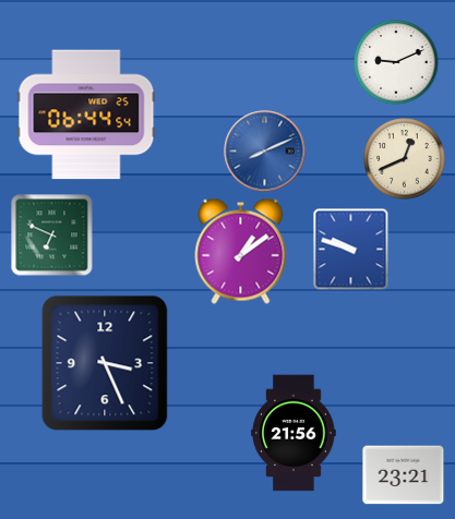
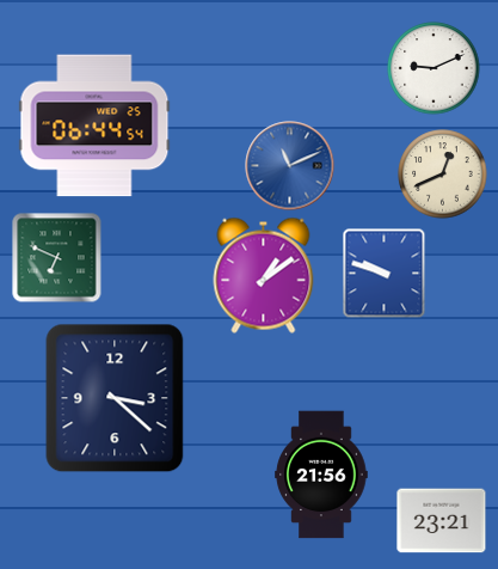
clock at (265, 152): 8:11 -> 11:11
clock at (105, 363): 3:26 -> 3:22
